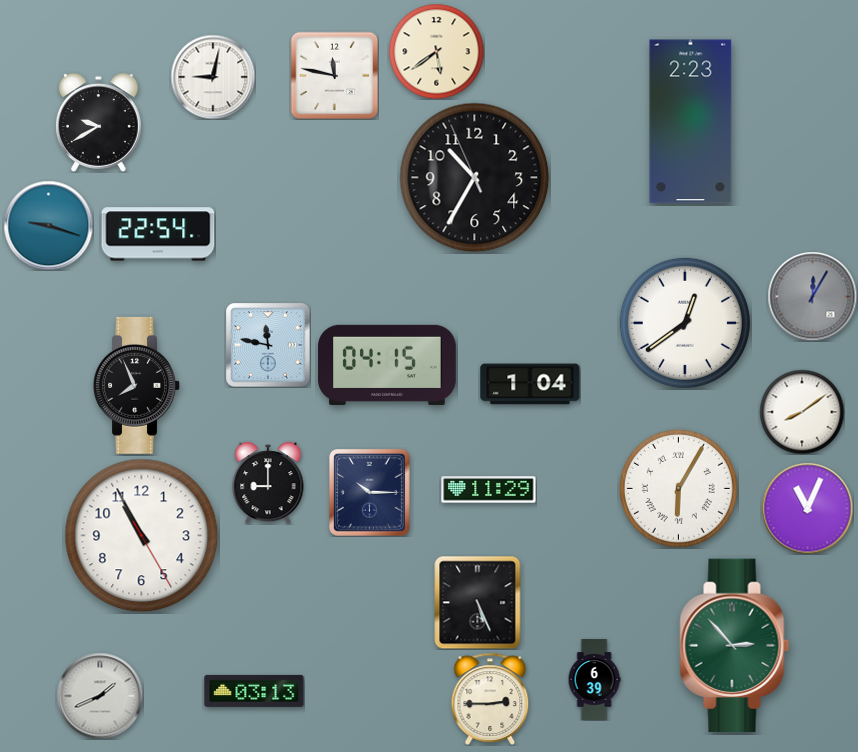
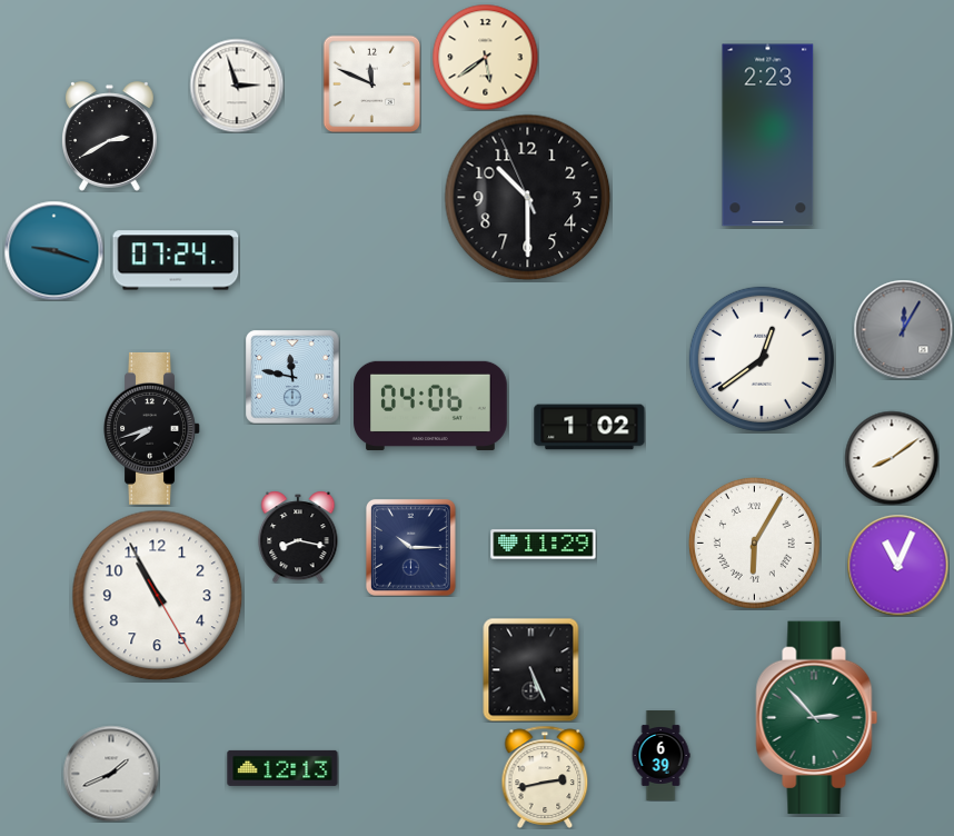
clock at (334, 75): 11:47 -> 11:49
clock at (213, 77): 9:02 -> 2:57
clock at (99, 123): 9:40 -> 2:40
clock at (475, 178): 10:34 -> 10:29
clock at (158, 234): 22:54 -> 07:24
clock at (268, 345) position: (268, 345) -> (292, 377)
clock at (387, 365): 04:15 -> 04:06
clock at (530, 384): 1:04 -> 1:02
clock at (137, 385): 7:56 -> 7:42
clock at (268, 483): 9:00 -> 8:17
clock at (254, 691): 03:13 -> 12:13
clock at (490, 699): 2:45 -> 2:43
